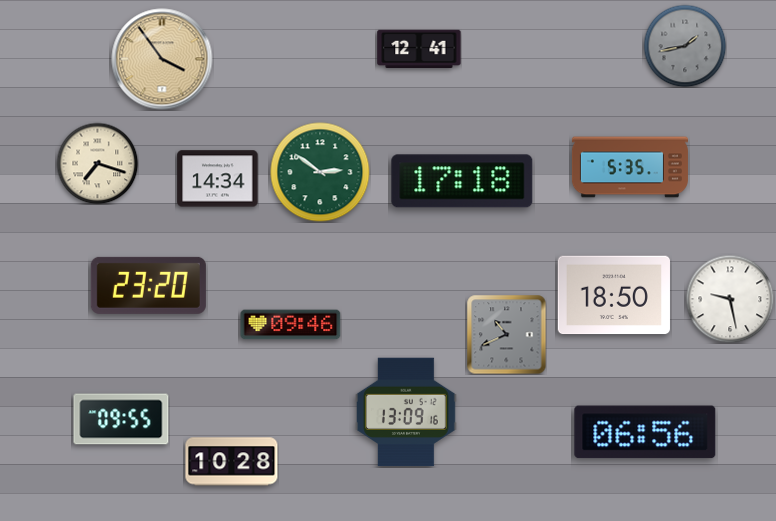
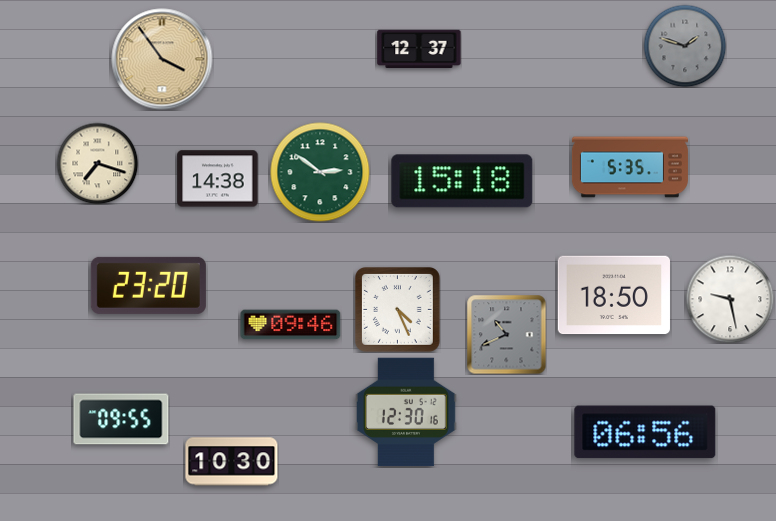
clock at (685, 46): 1:43 -> 1:48
clock at (419, 49): 12:41 -> 12:37
clock at (218, 179): 14:34 -> 14:38
clock at (462, 181): 17:18 -> 15:18
clock at (397, 309): none -> 4:26
clock at (406, 412): 13:09 -> 12:30
clock at (232, 462): 10:28 -> 10:30
